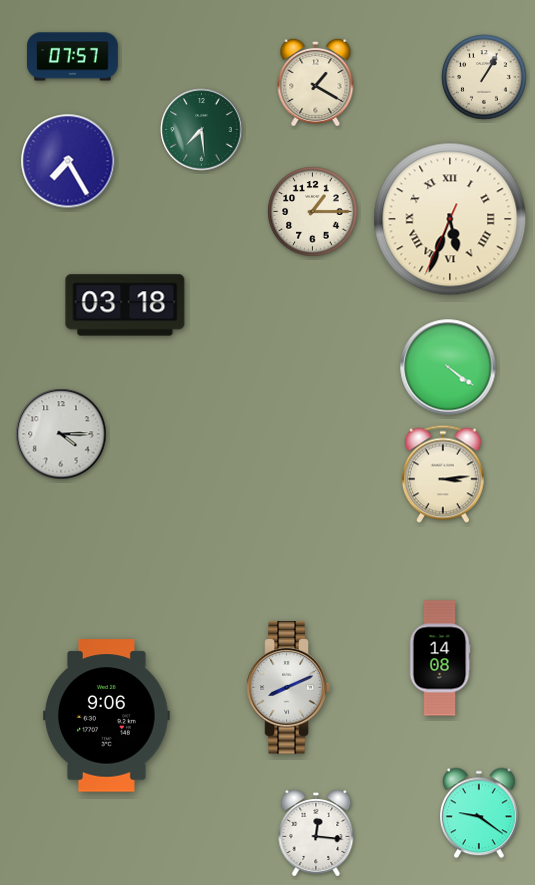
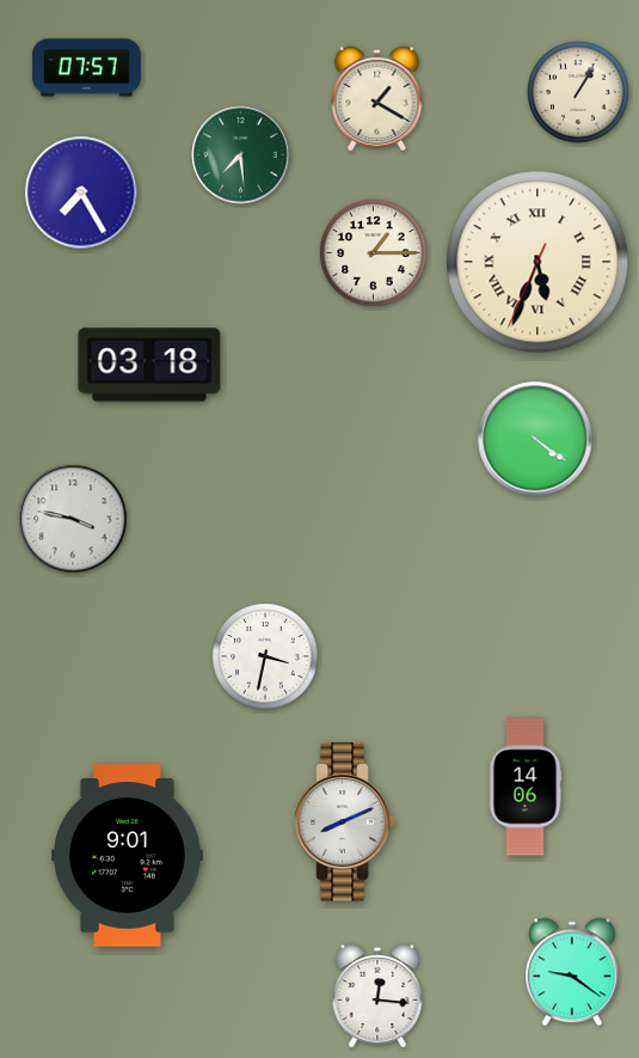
clock at (61, 434): 4:15 -> 3:47
clock at (443, 474): 3:14 -> none
clock at (265, 656): none -> 3:32
clock at (440, 658): 14:08 -> 14:06
clock at (107, 716): 9:06 -> 9:01
